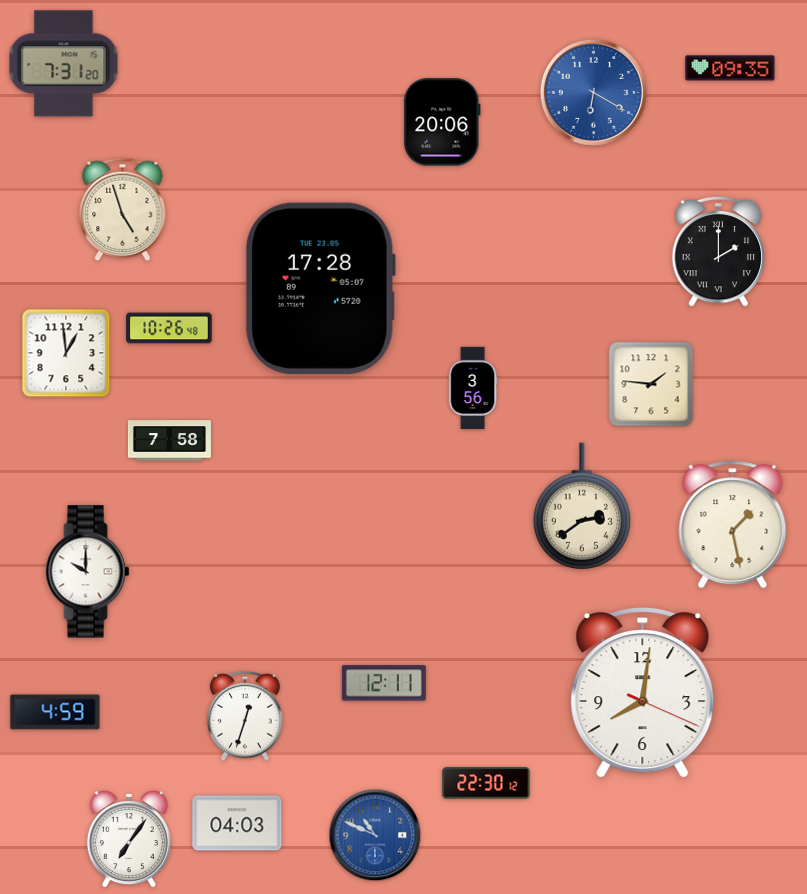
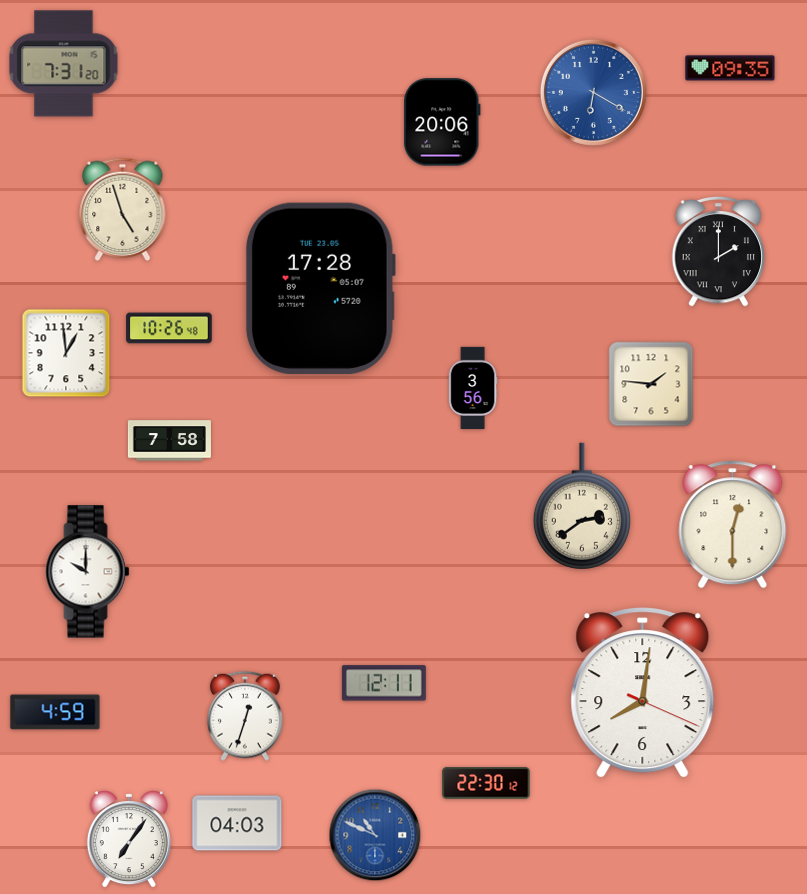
clock at (733, 525): 1:28 -> 12:30
